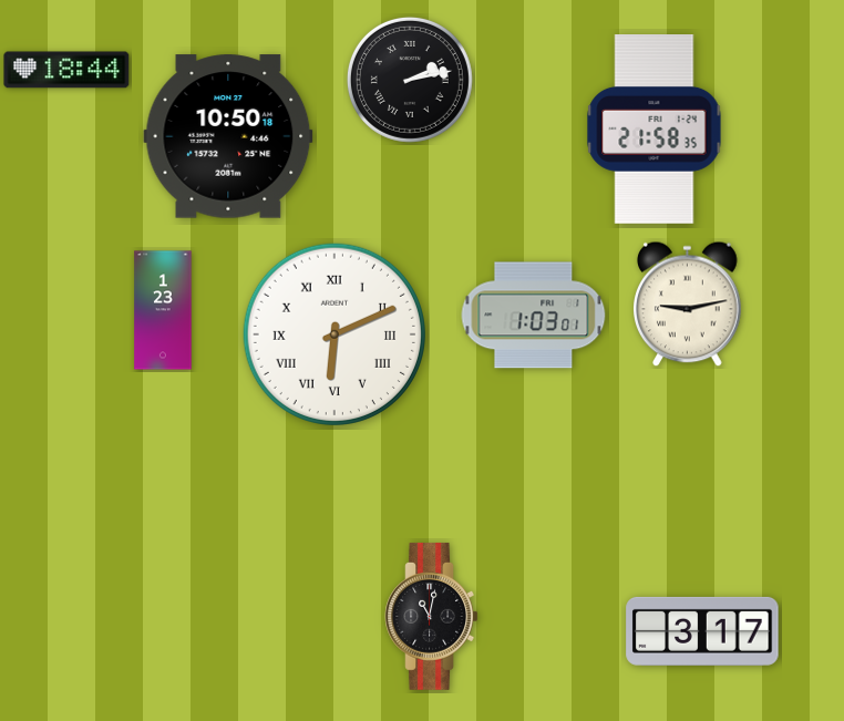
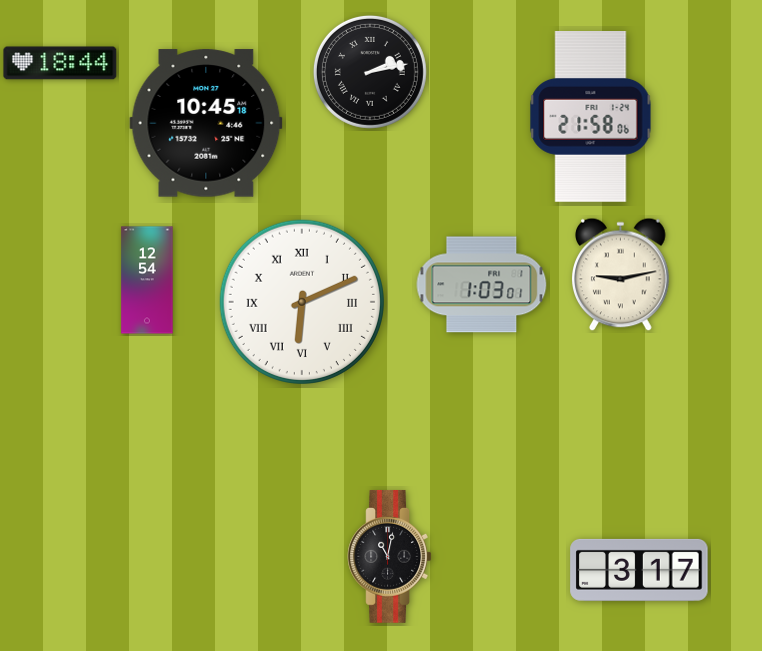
clock at (655, 130): 21:58:35 -> 21:58:06
clock at (228, 136): 10:50 -> 10:45
clock at (163, 310): 1:23 -> 12:54
clock at (702, 631) position: (702, 631) -> (639, 570)
